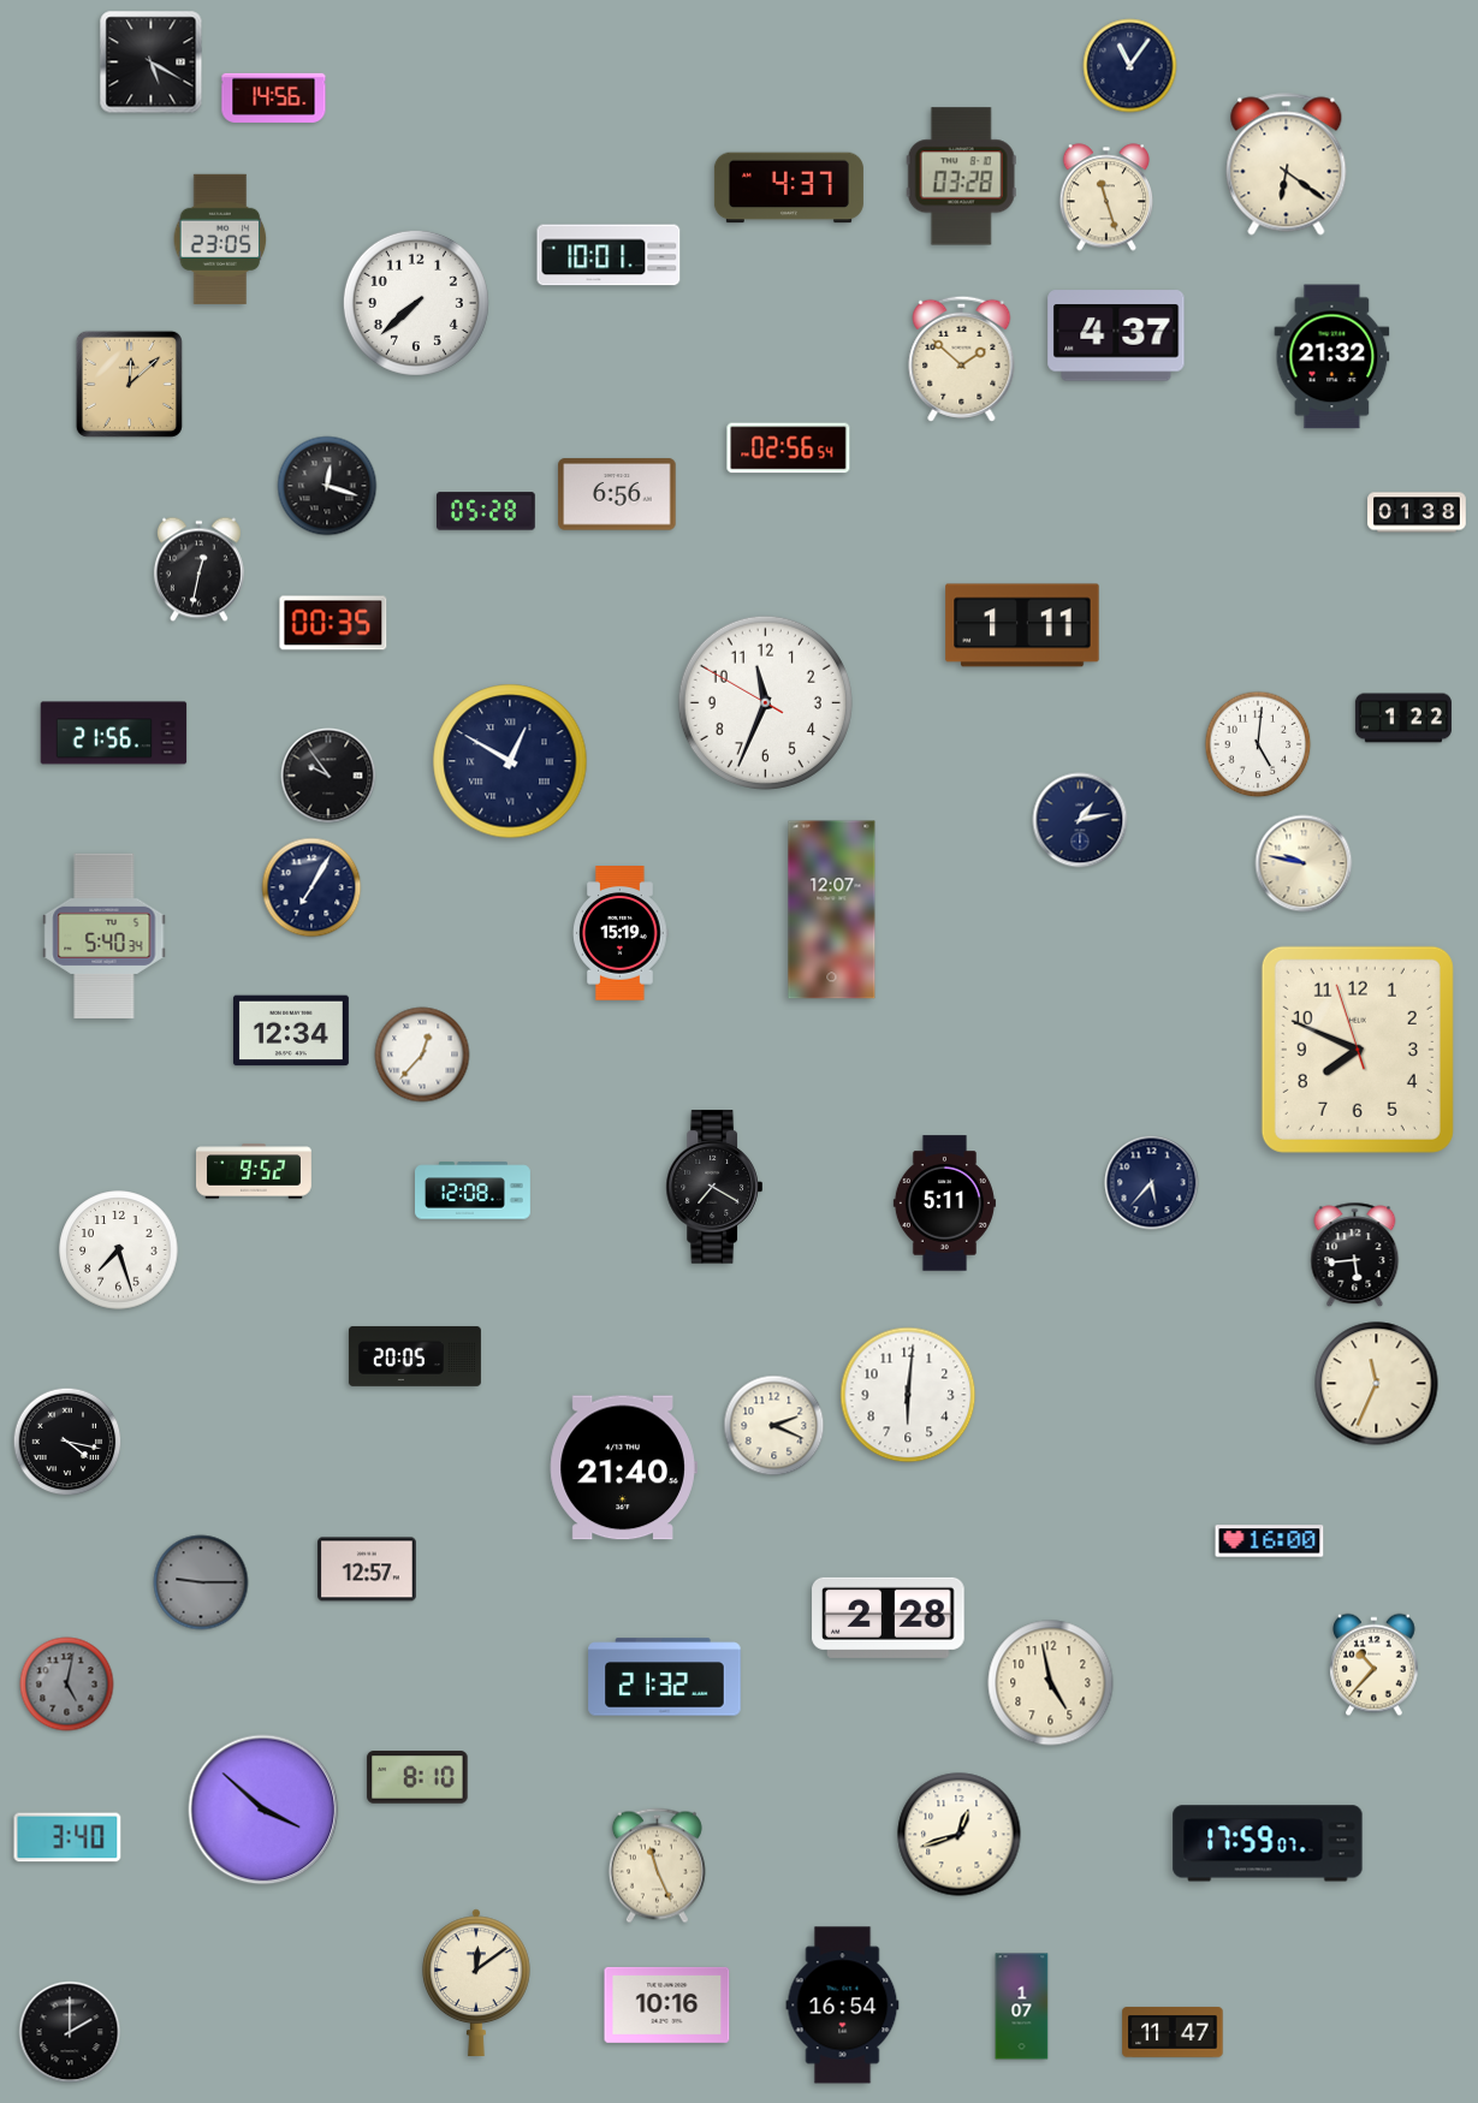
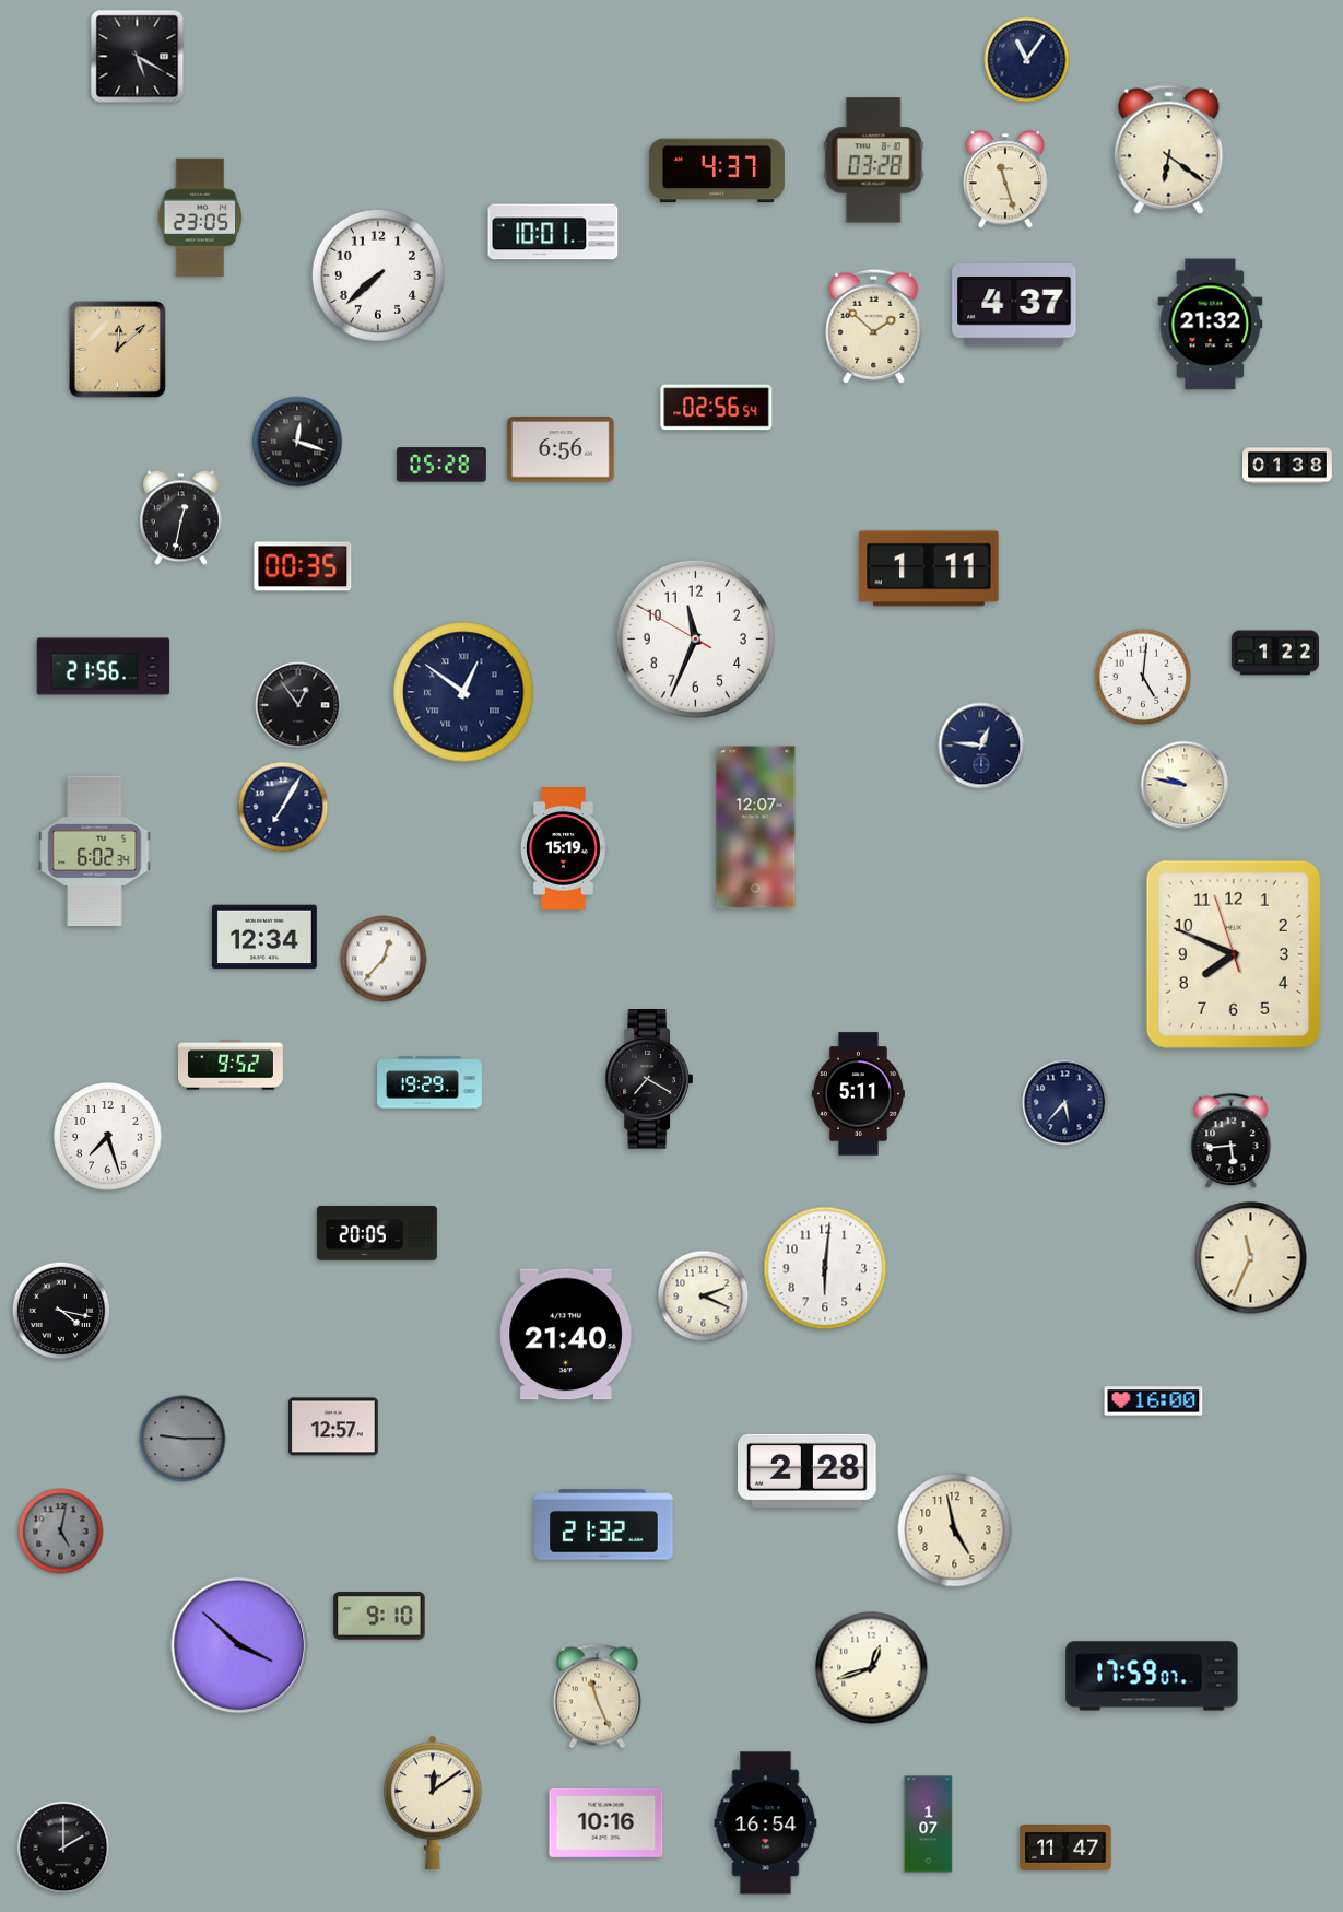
clock at (274, 97): 14:56 -> none
clock at (510, 761): 12:50 -> 12:51
clock at (328, 776): 9:54 -> 12:54
clock at (1080, 820): 1:13 -> 12:46
clock at (105, 935): 5:40 -> 6:02
clock at (1152, 1183) position: (1152, 1183) -> (1065, 1103)
clock at (474, 1190): 12:08 -> 19:29
clock at (1375, 1665): 10:37 -> none
clock at (417, 1777): 8:10 -> 9:10
clock at (67, 1837): 3:40 -> none
